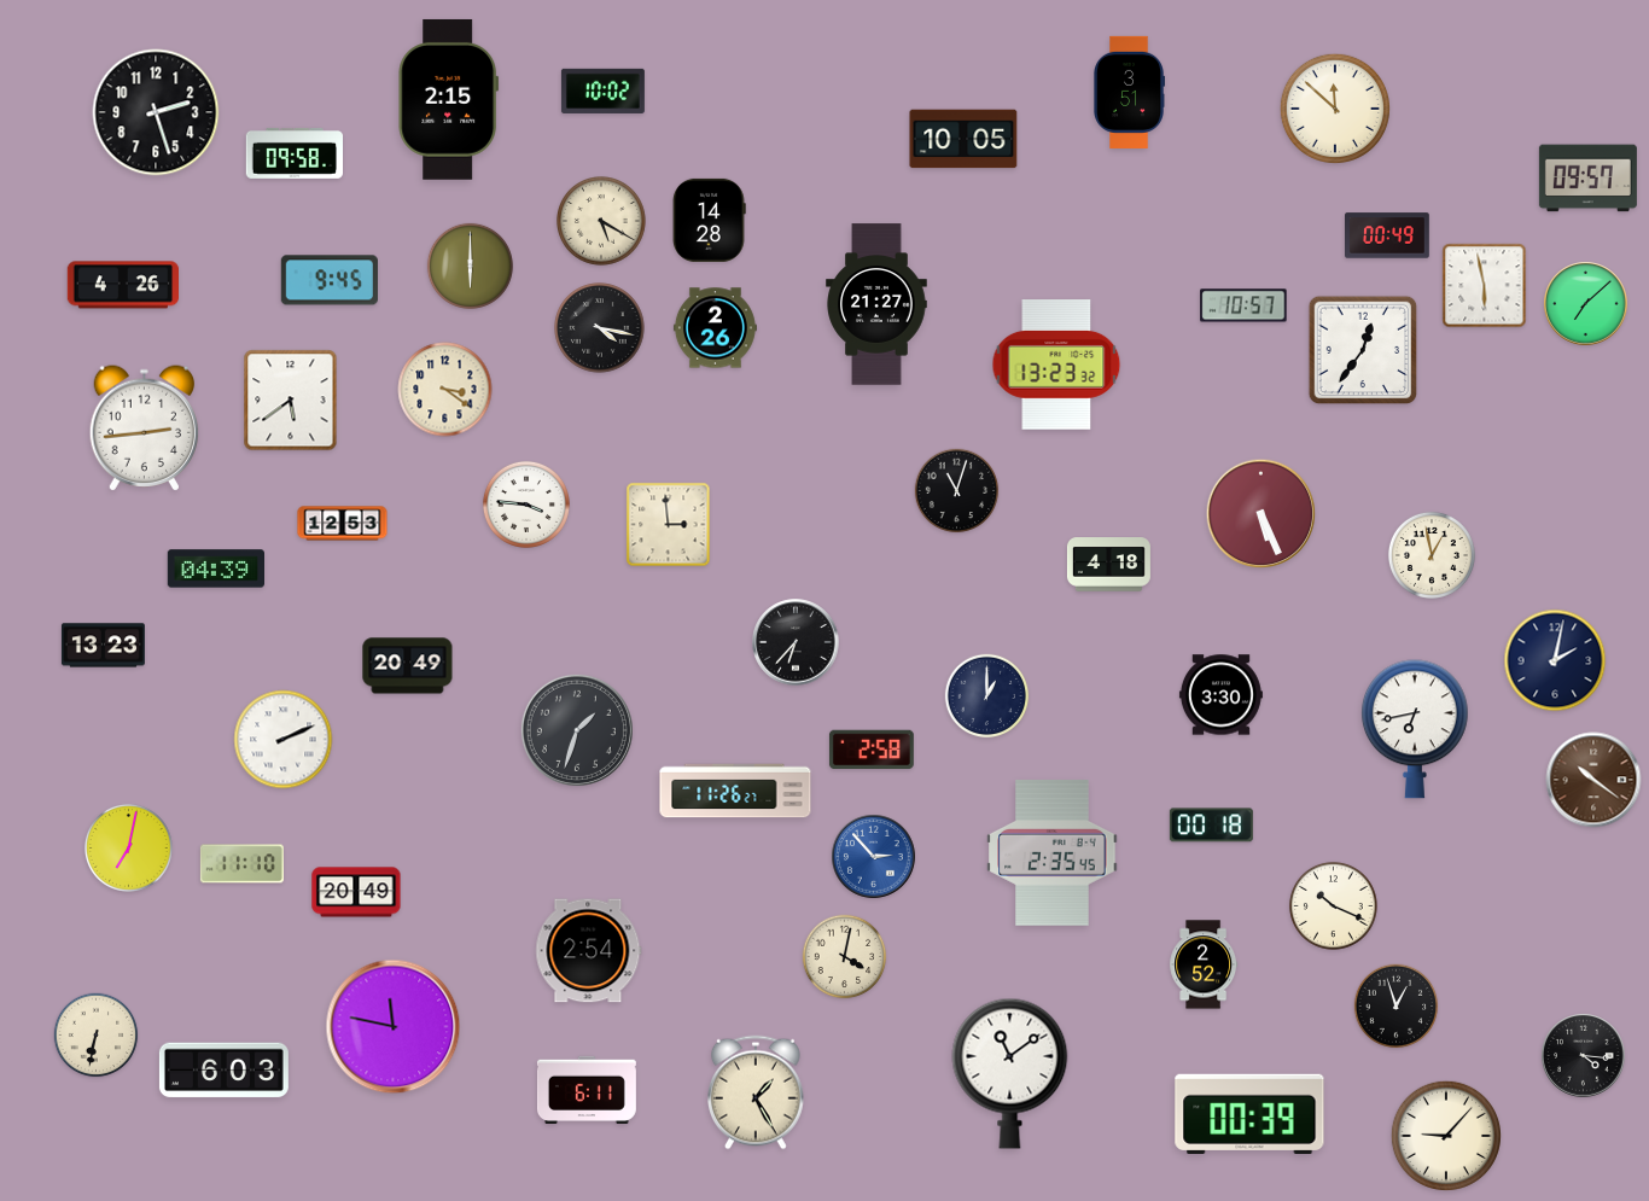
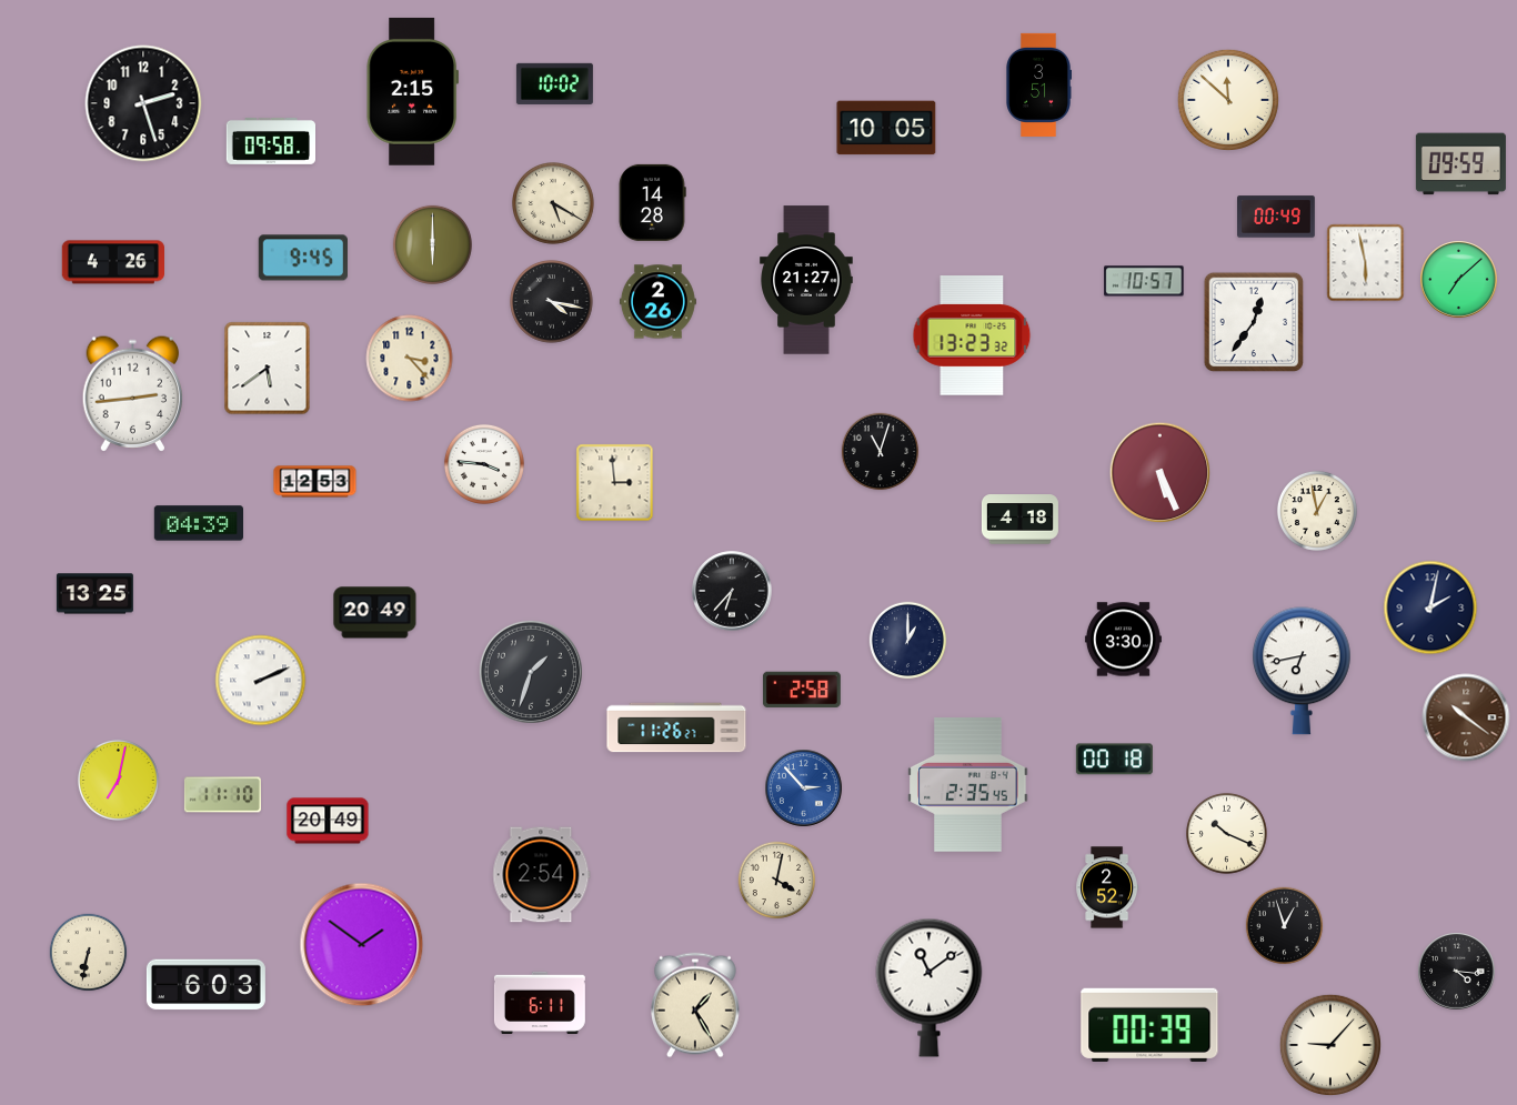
clock at (1587, 179): 09:57 -> 09:59
clock at (445, 390): 3:21 -> 3:23
clock at (103, 646): 13:23 -> 13:25
clock at (394, 1027): 11:47 -> 1:51
